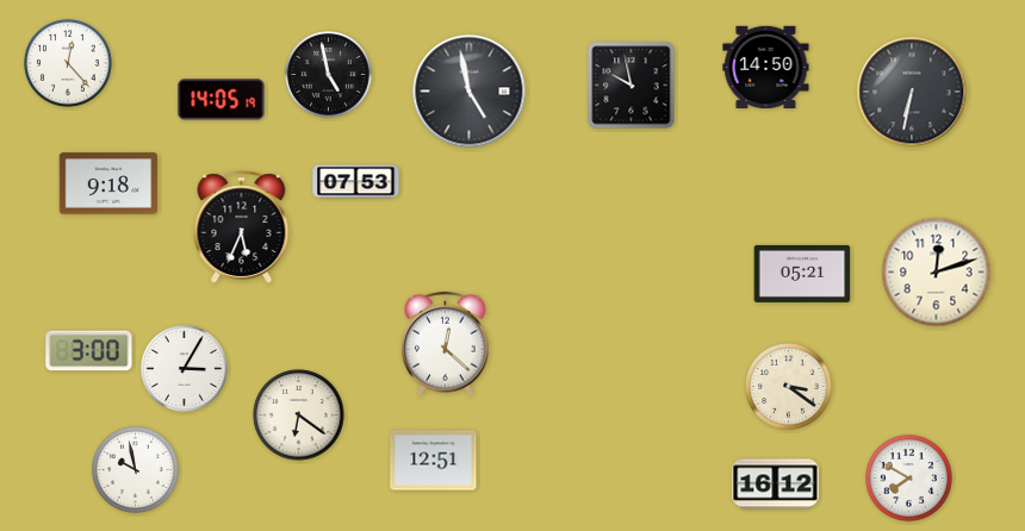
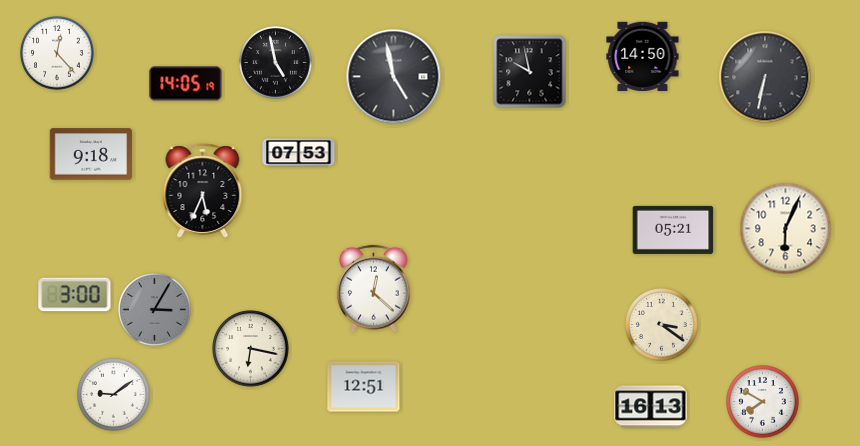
clock at (937, 273): 12:12 -> 6:04
clock at (185, 369) dial: white -> grey
clock at (299, 416): 6:21 -> 6:17
clock at (136, 470): 9:58 -> 9:09
clock at (776, 485): 16:12 -> 16:13
